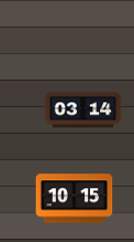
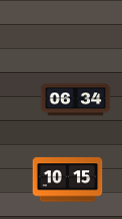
clock at (83, 111): 03:14 -> 06:34
